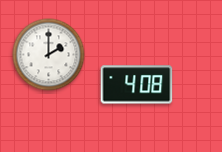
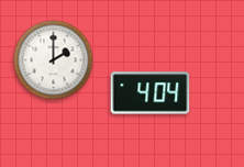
clock at (137, 85): 4:08 -> 4:04
